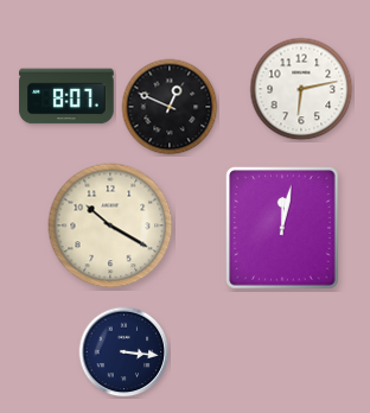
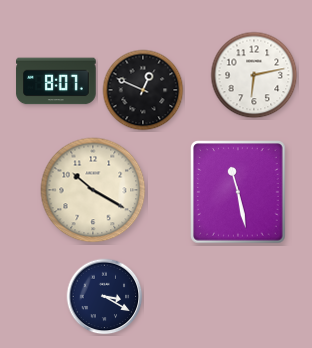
clock at (282, 228): 12:02 -> 11:28
clock at (125, 352): 3:16 -> 3:20
